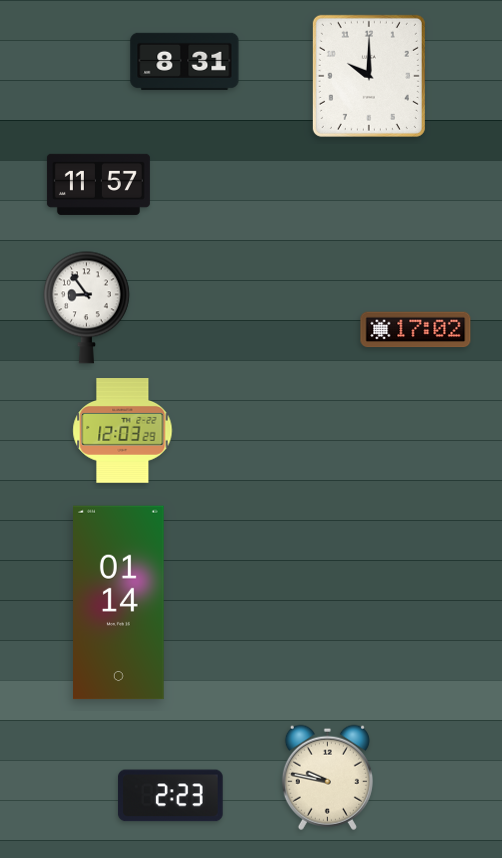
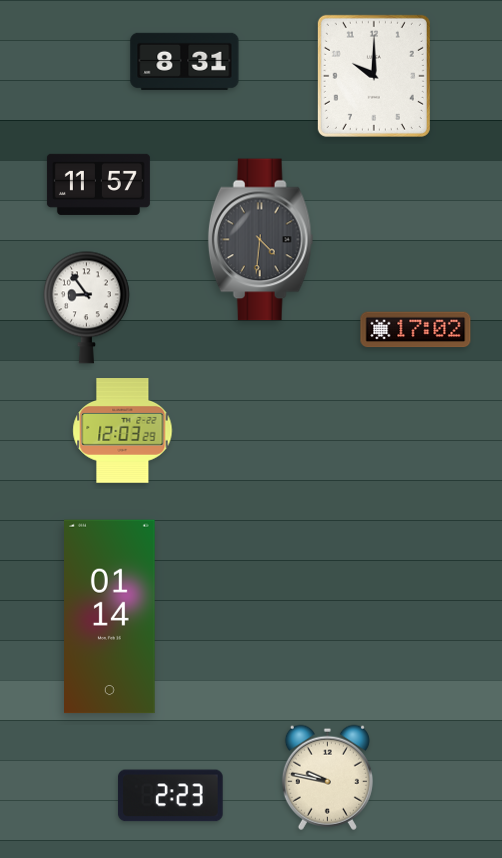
clock at (369, 76) position: (369, 76) -> (374, 76)
clock at (261, 240): none -> 4:31
clock at (119, 603) position: (119, 603) -> (110, 617)
